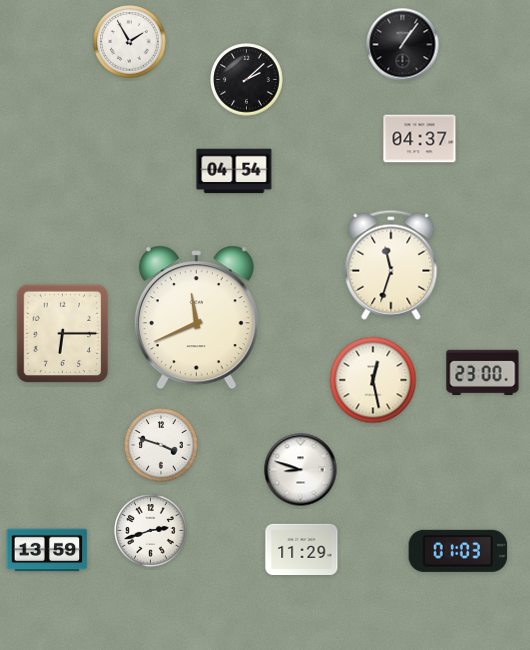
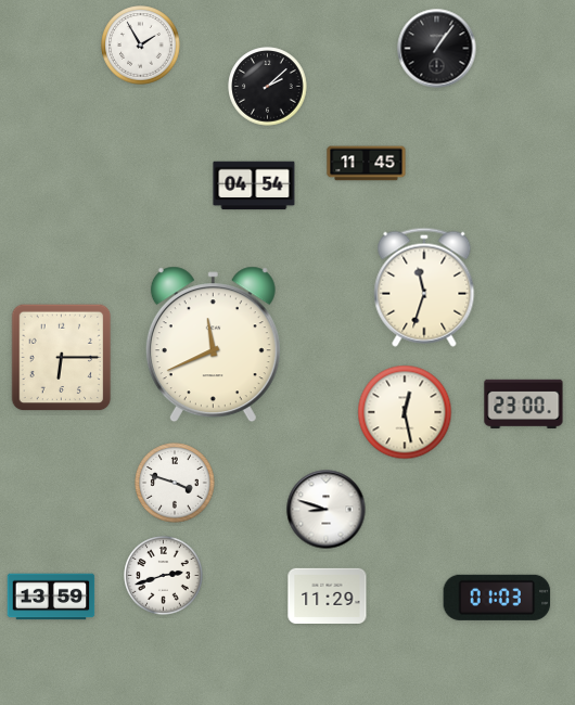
clock at (420, 139): 04:37 -> none
clock at (367, 164): none -> 11:45
clock at (63, 334) position: (63, 334) -> (62, 358)
